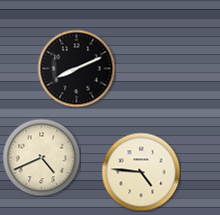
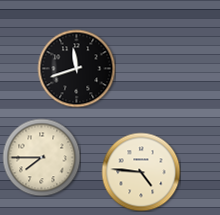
clock at (76, 68): 8:11 -> 11:42
clock at (41, 157): 4:41 -> 7:45
